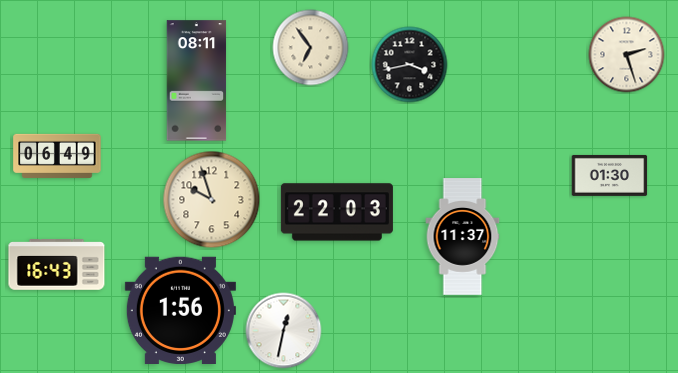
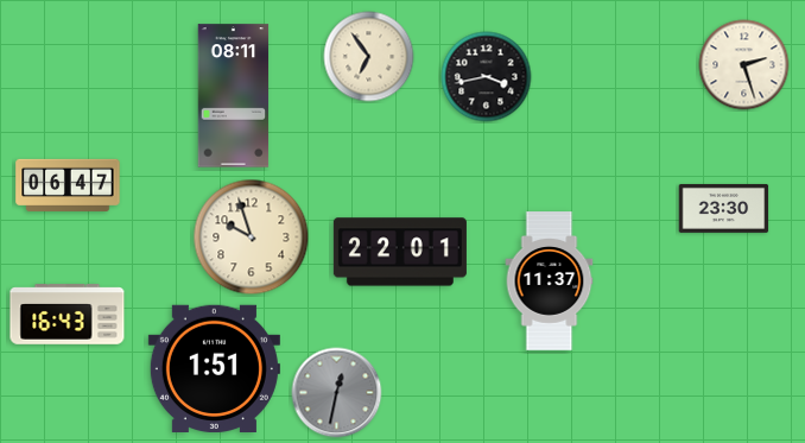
clock at (57, 156): 06:49 -> 06:47
clock at (610, 175): 01:30 -> 23:30
clock at (337, 212): 22:03 -> 22:01
clock at (180, 310): 1:56 -> 1:51
clock at (284, 331) dial: white -> grey
